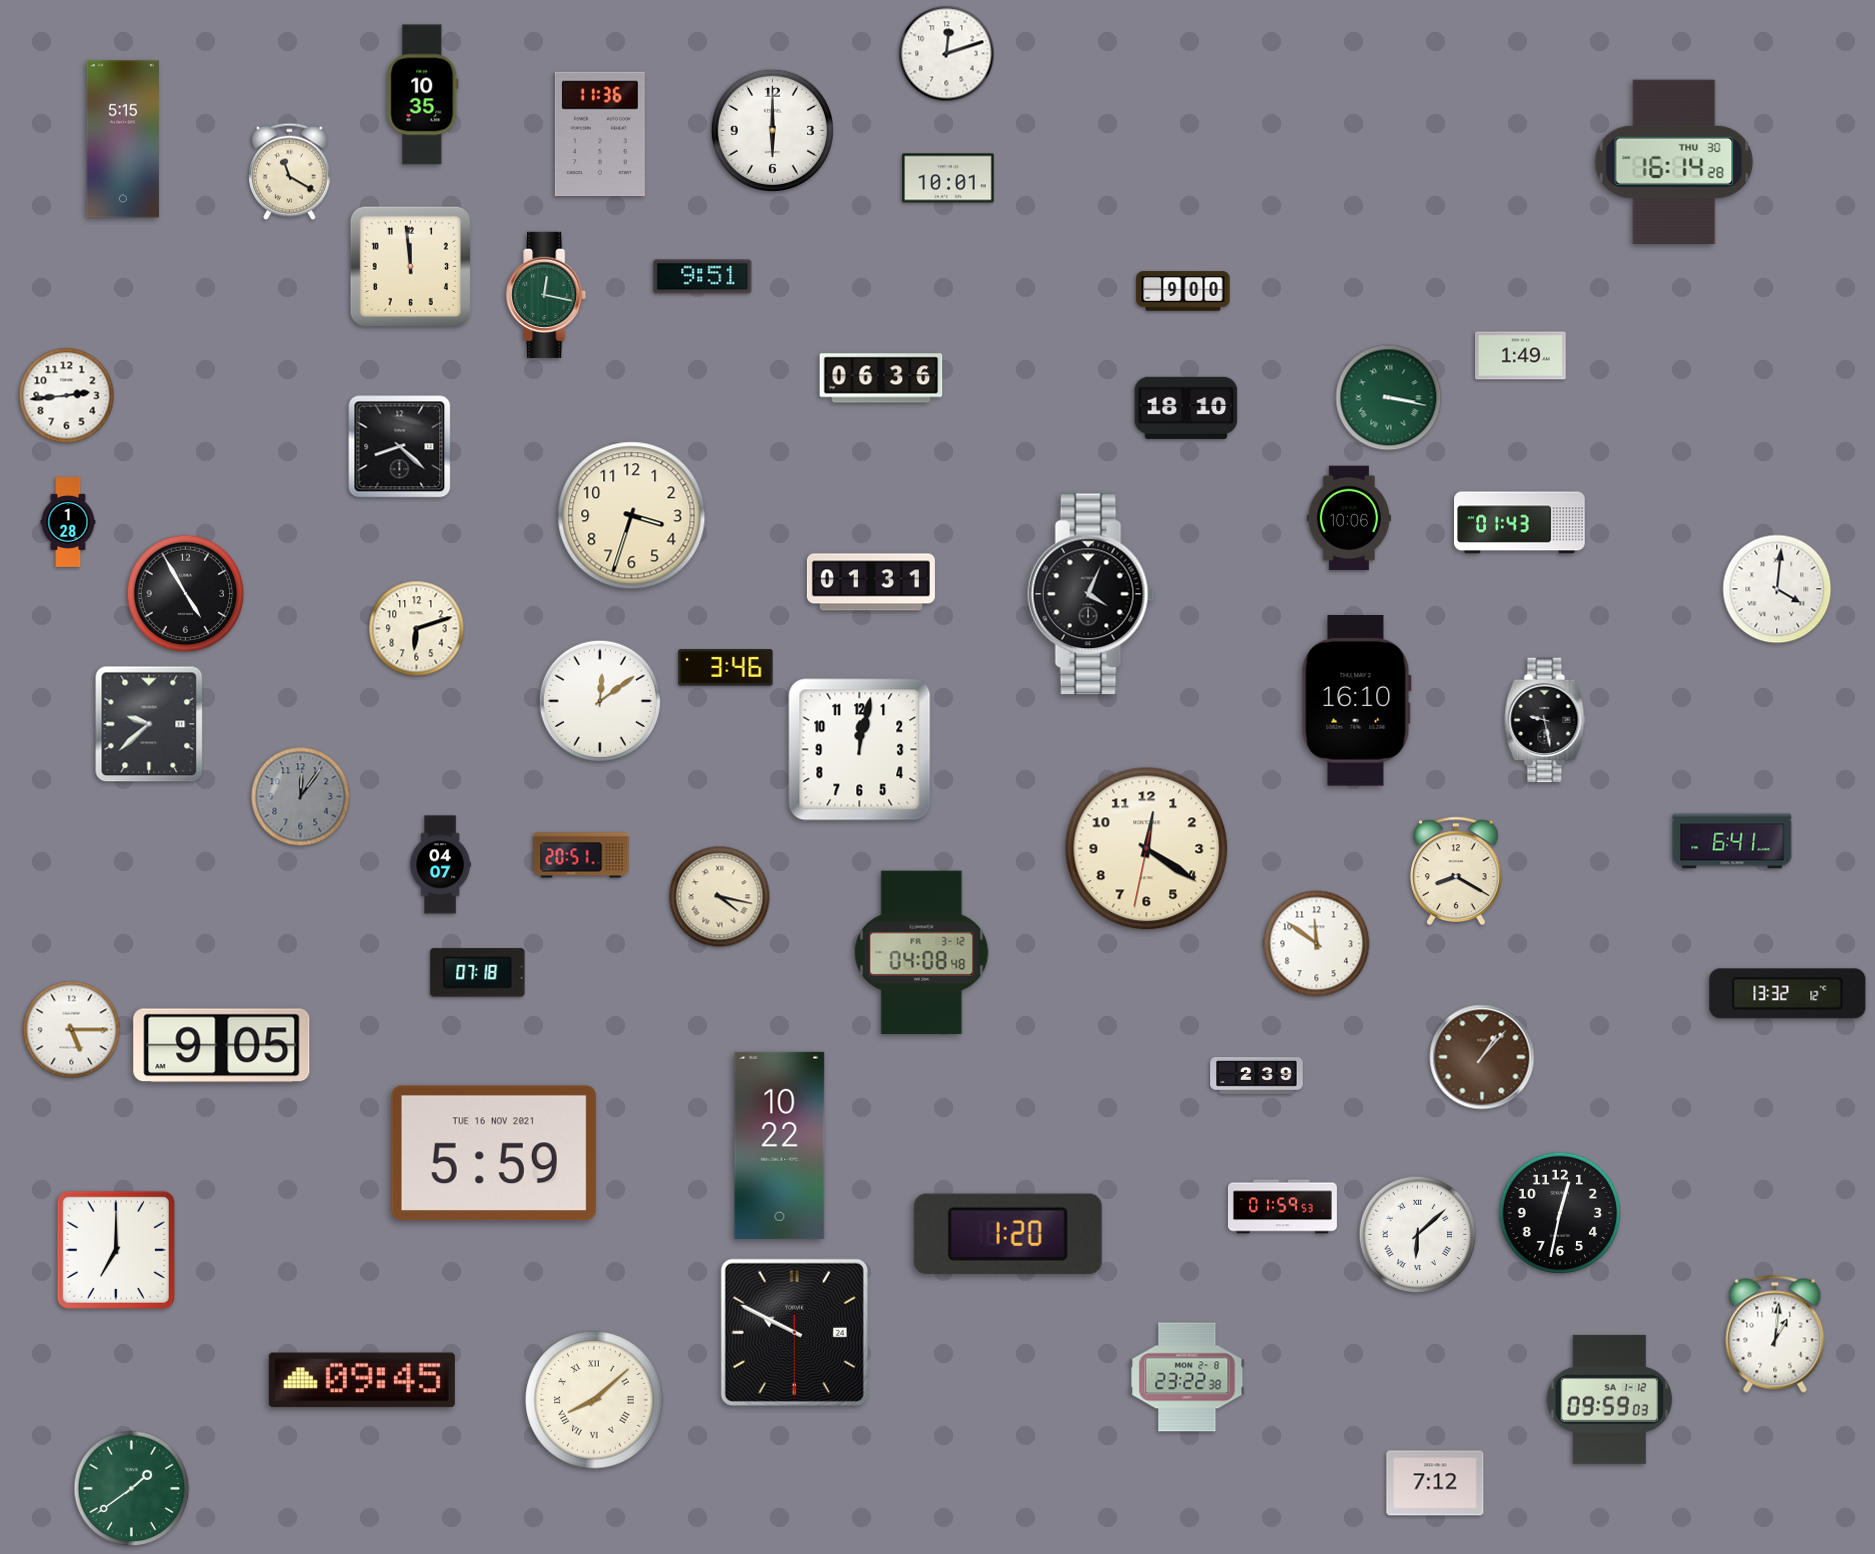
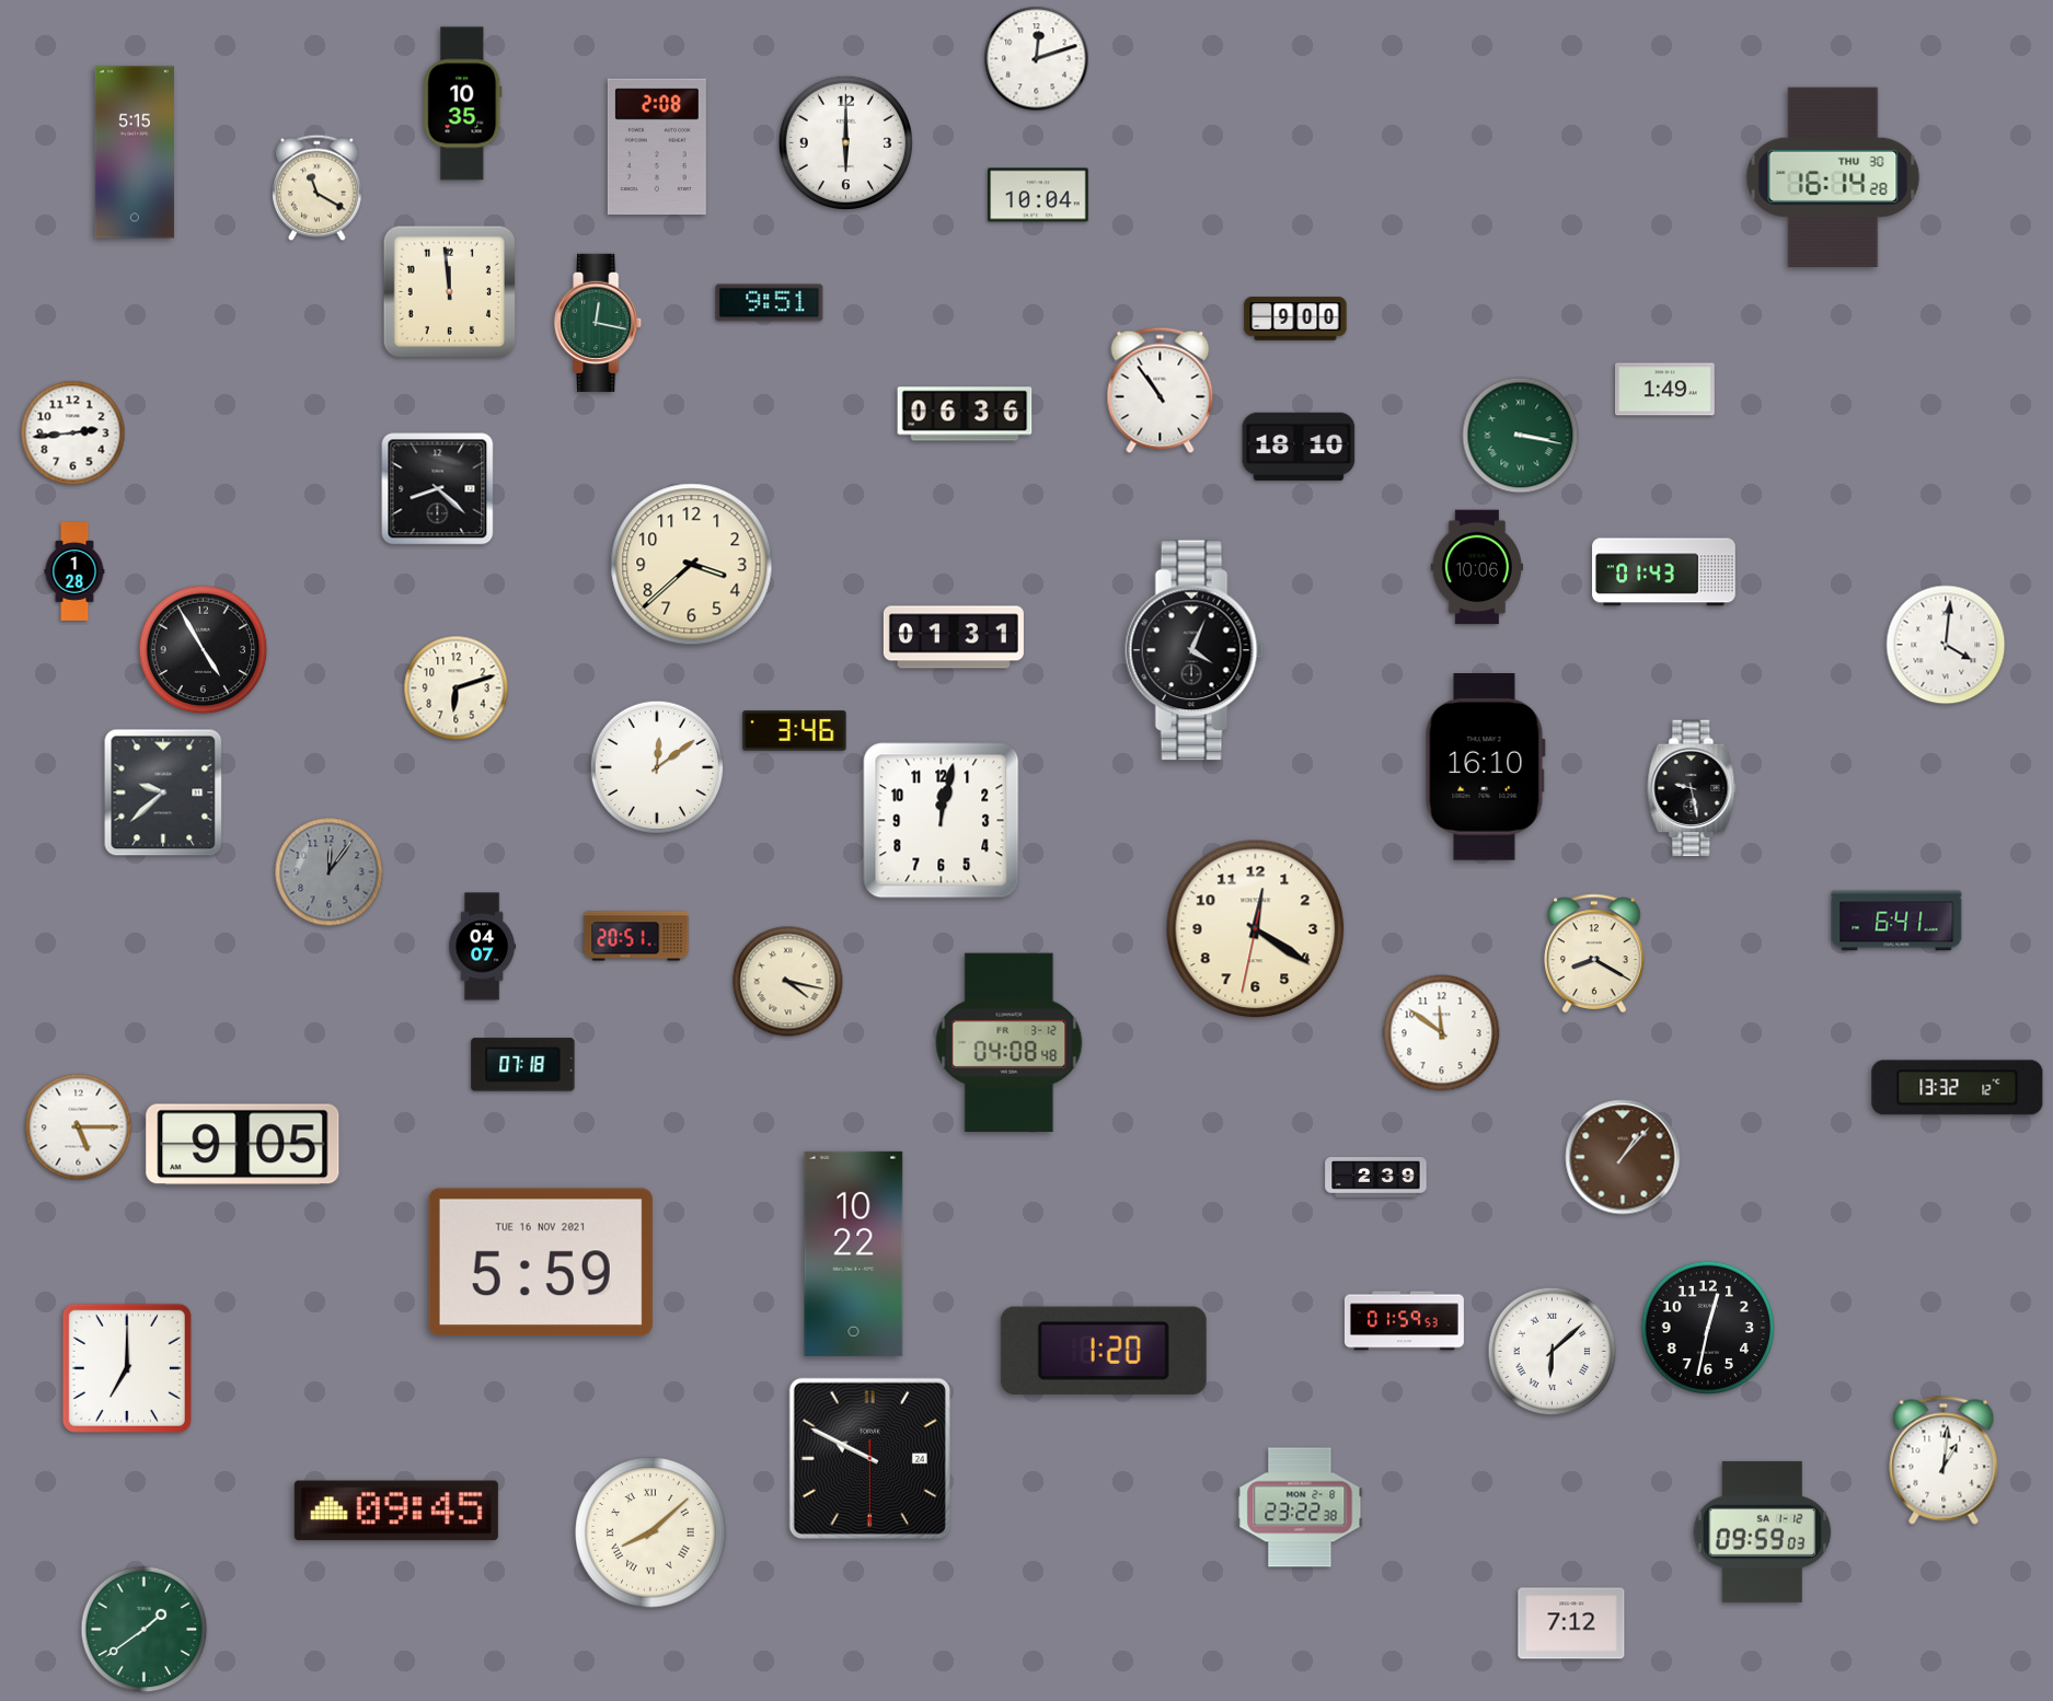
clock at (600, 134): 11:36 -> 2:08
clock at (948, 178): 10:01 -> 10:04
clock at (1161, 391): none -> 10:54
clock at (632, 516): 3:33 -> 3:38
